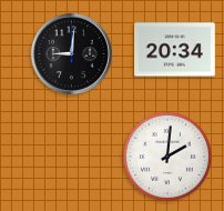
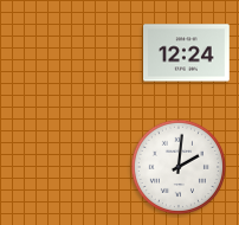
clock at (175, 50): 20:34 -> 12:24
clock at (71, 53): 9:01 -> none
